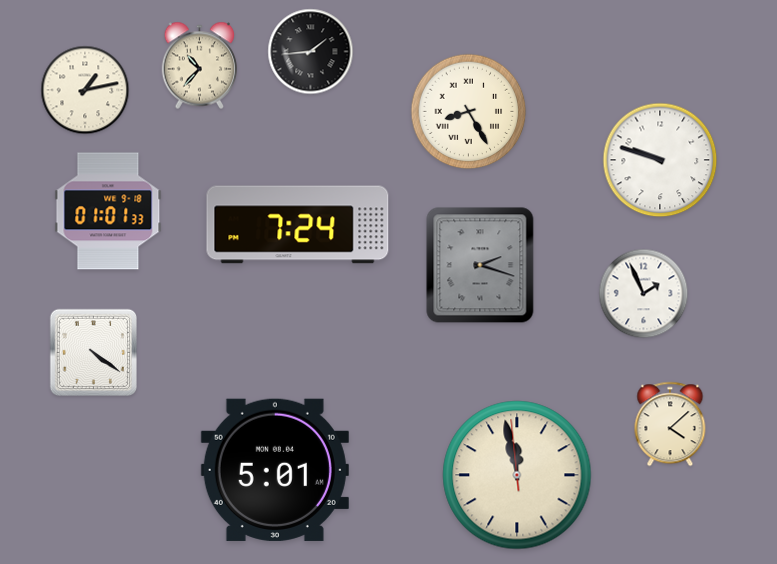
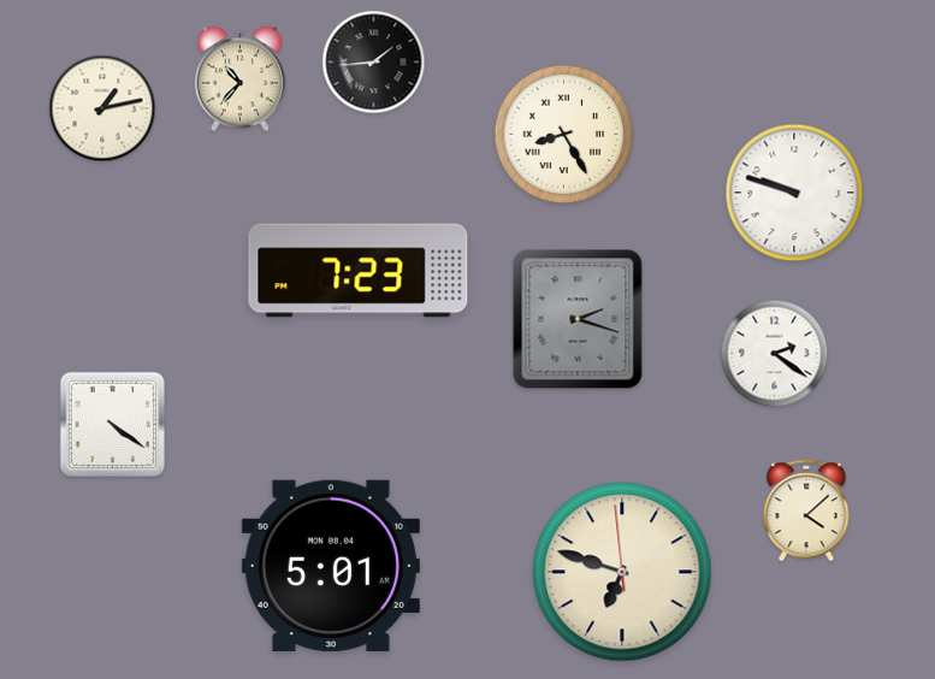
clock at (108, 211): 01:01 -> none
clock at (298, 225): 7:24 -> 7:23
clock at (644, 294): 1:56 -> 2:21
clock at (517, 475): 11:57 -> 6:47
